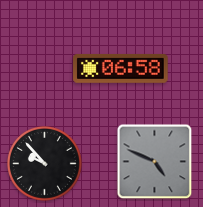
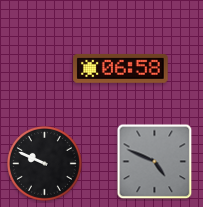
clock at (45, 164): 9:53 -> 9:49
